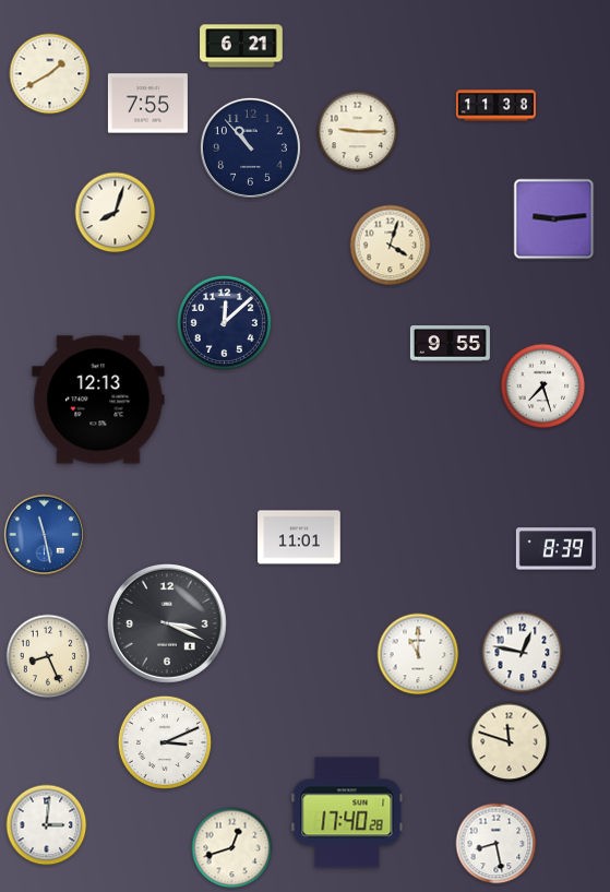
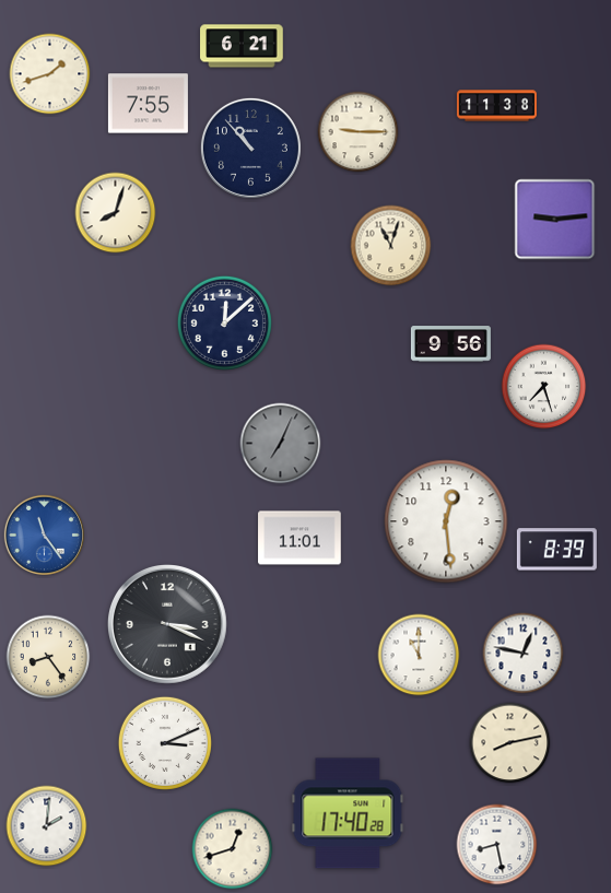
clock at (50, 74): 1:40 -> 1:42
clock at (391, 246): 4:03 -> 11:03
clock at (450, 344): 9:55 -> 9:56
clock at (98, 400): 12:13 -> none
clock at (281, 444): none -> 7:04
clock at (446, 521): none -> 12:29
clock at (44, 534): 11:28 -> 11:24
clock at (48, 656): 8:26 -> 8:24
clock at (510, 742): 11:48 -> 8:13
clock at (47, 825): 3:01 -> 2:01
